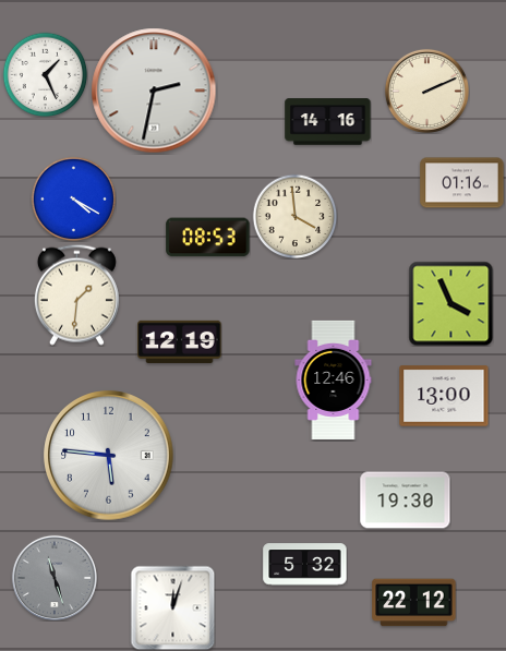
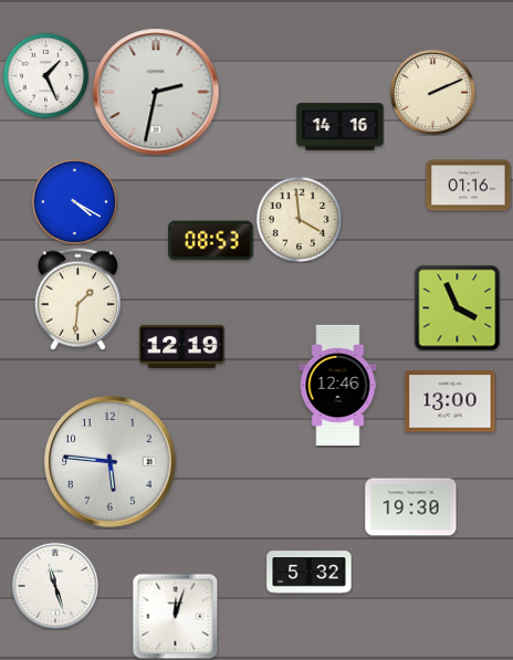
clock at (328, 122) position: (328, 122) -> (341, 127)
clock at (55, 578) dial: grey -> white
clock at (414, 603): 22:12 -> none
